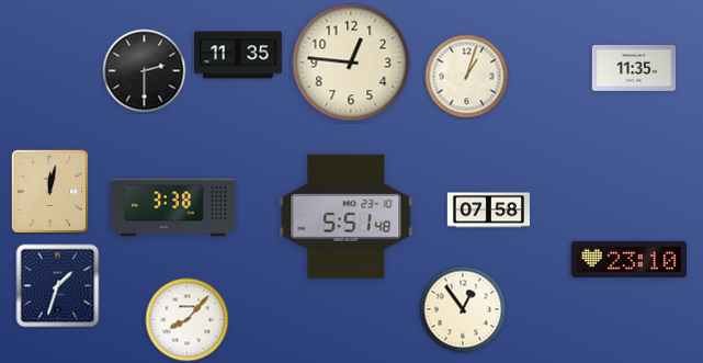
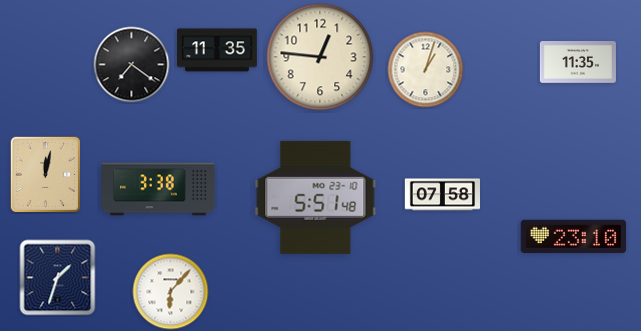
clock at (145, 71): 2:30 -> 7:21
clock at (489, 211) position: (489, 211) -> (443, 195)
clock at (58, 286) position: (58, 286) -> (58, 278)
clock at (463, 309): 12:54 -> none
clock at (188, 320): 8:07 -> 6:07
